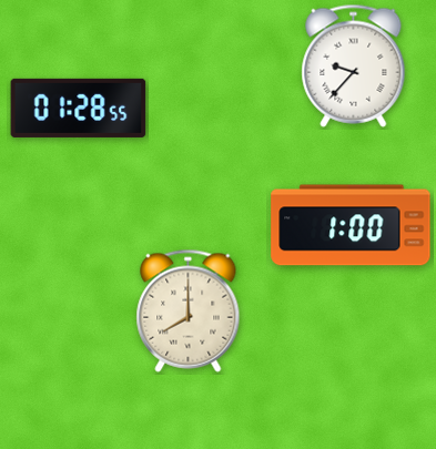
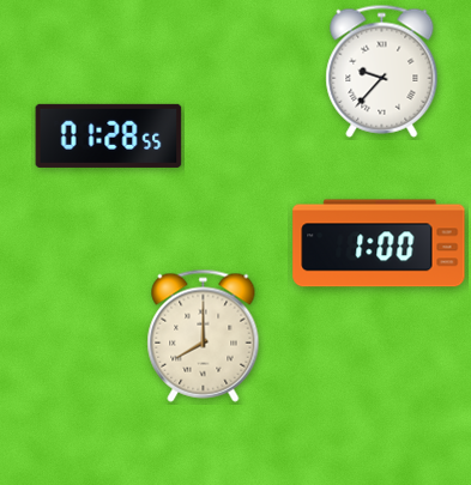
clock at (79, 108) position: (79, 108) -> (109, 135)
